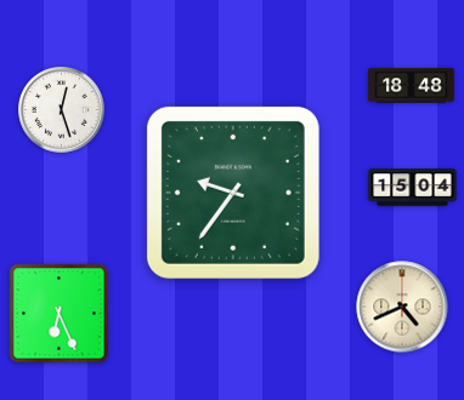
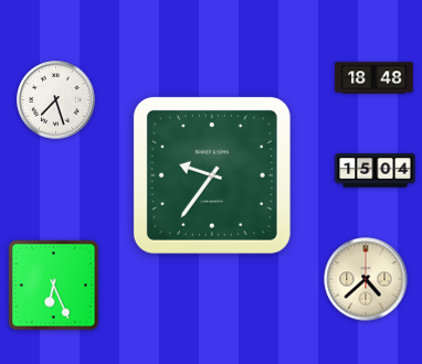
clock at (62, 110): 12:27 -> 7:27
clock at (402, 307): 4:41 -> 4:38
